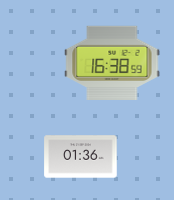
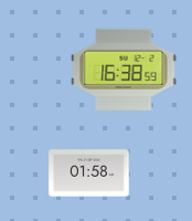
clock at (81, 157): 01:36 -> 01:58
